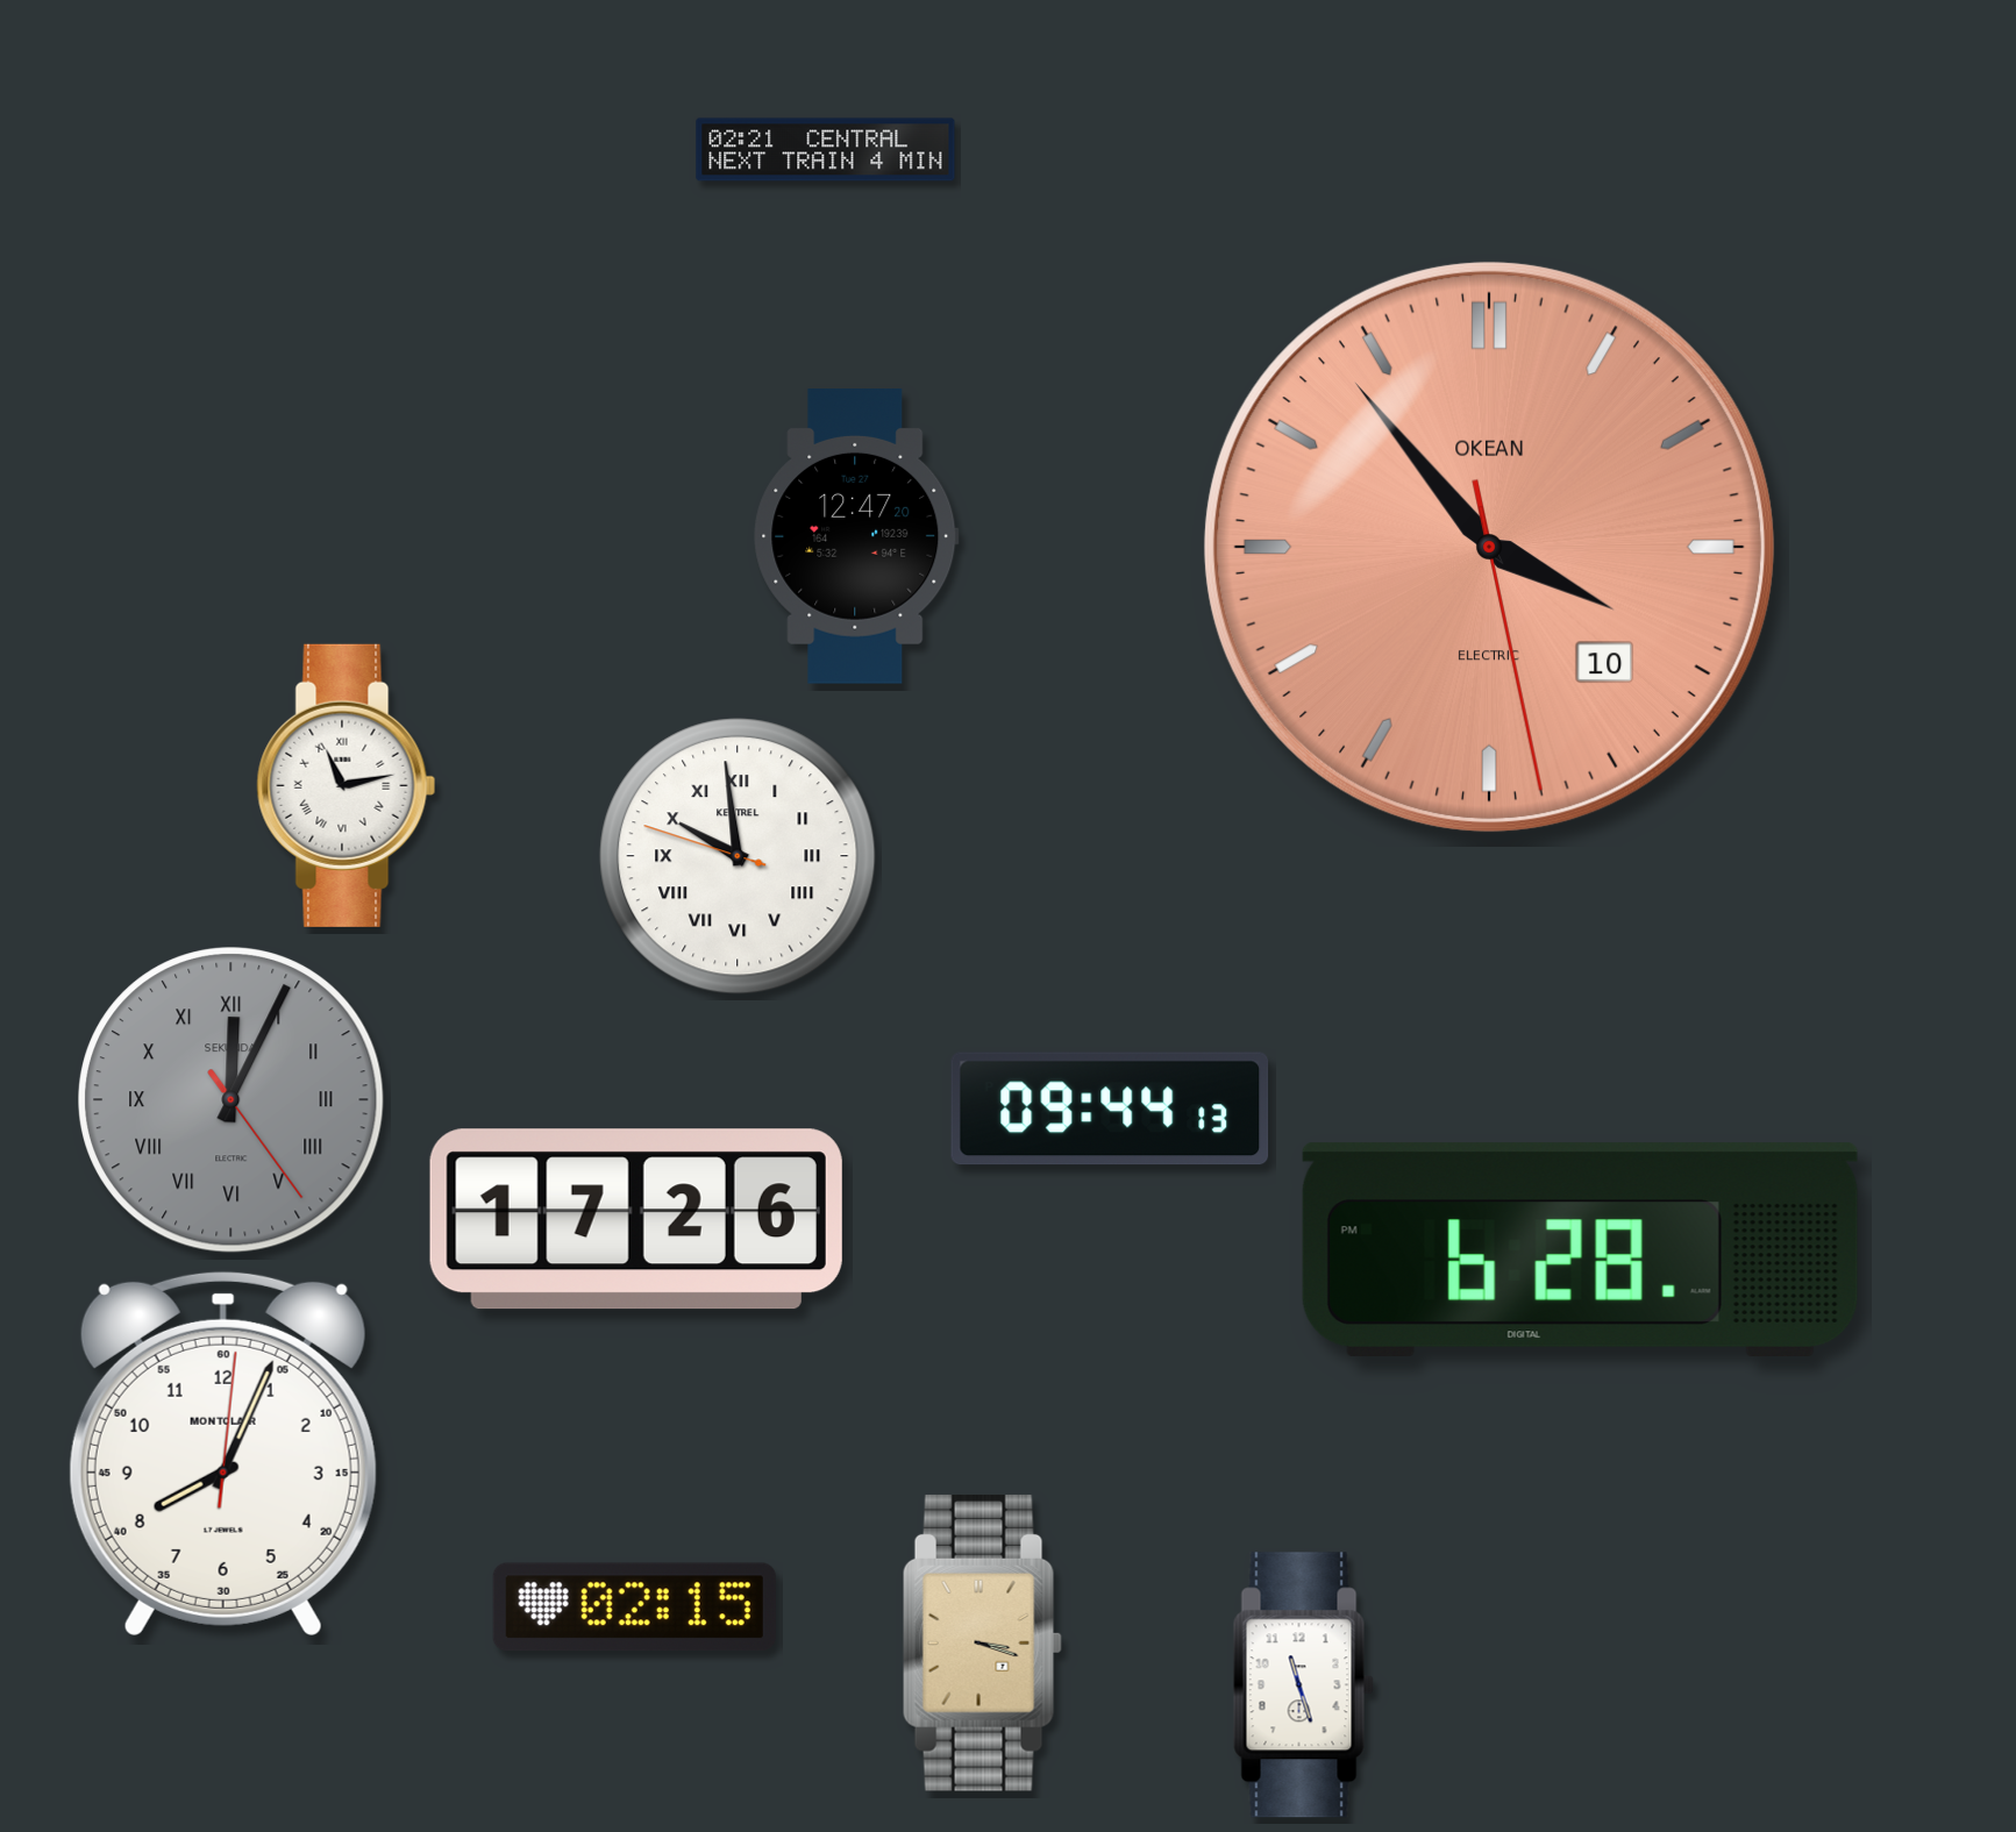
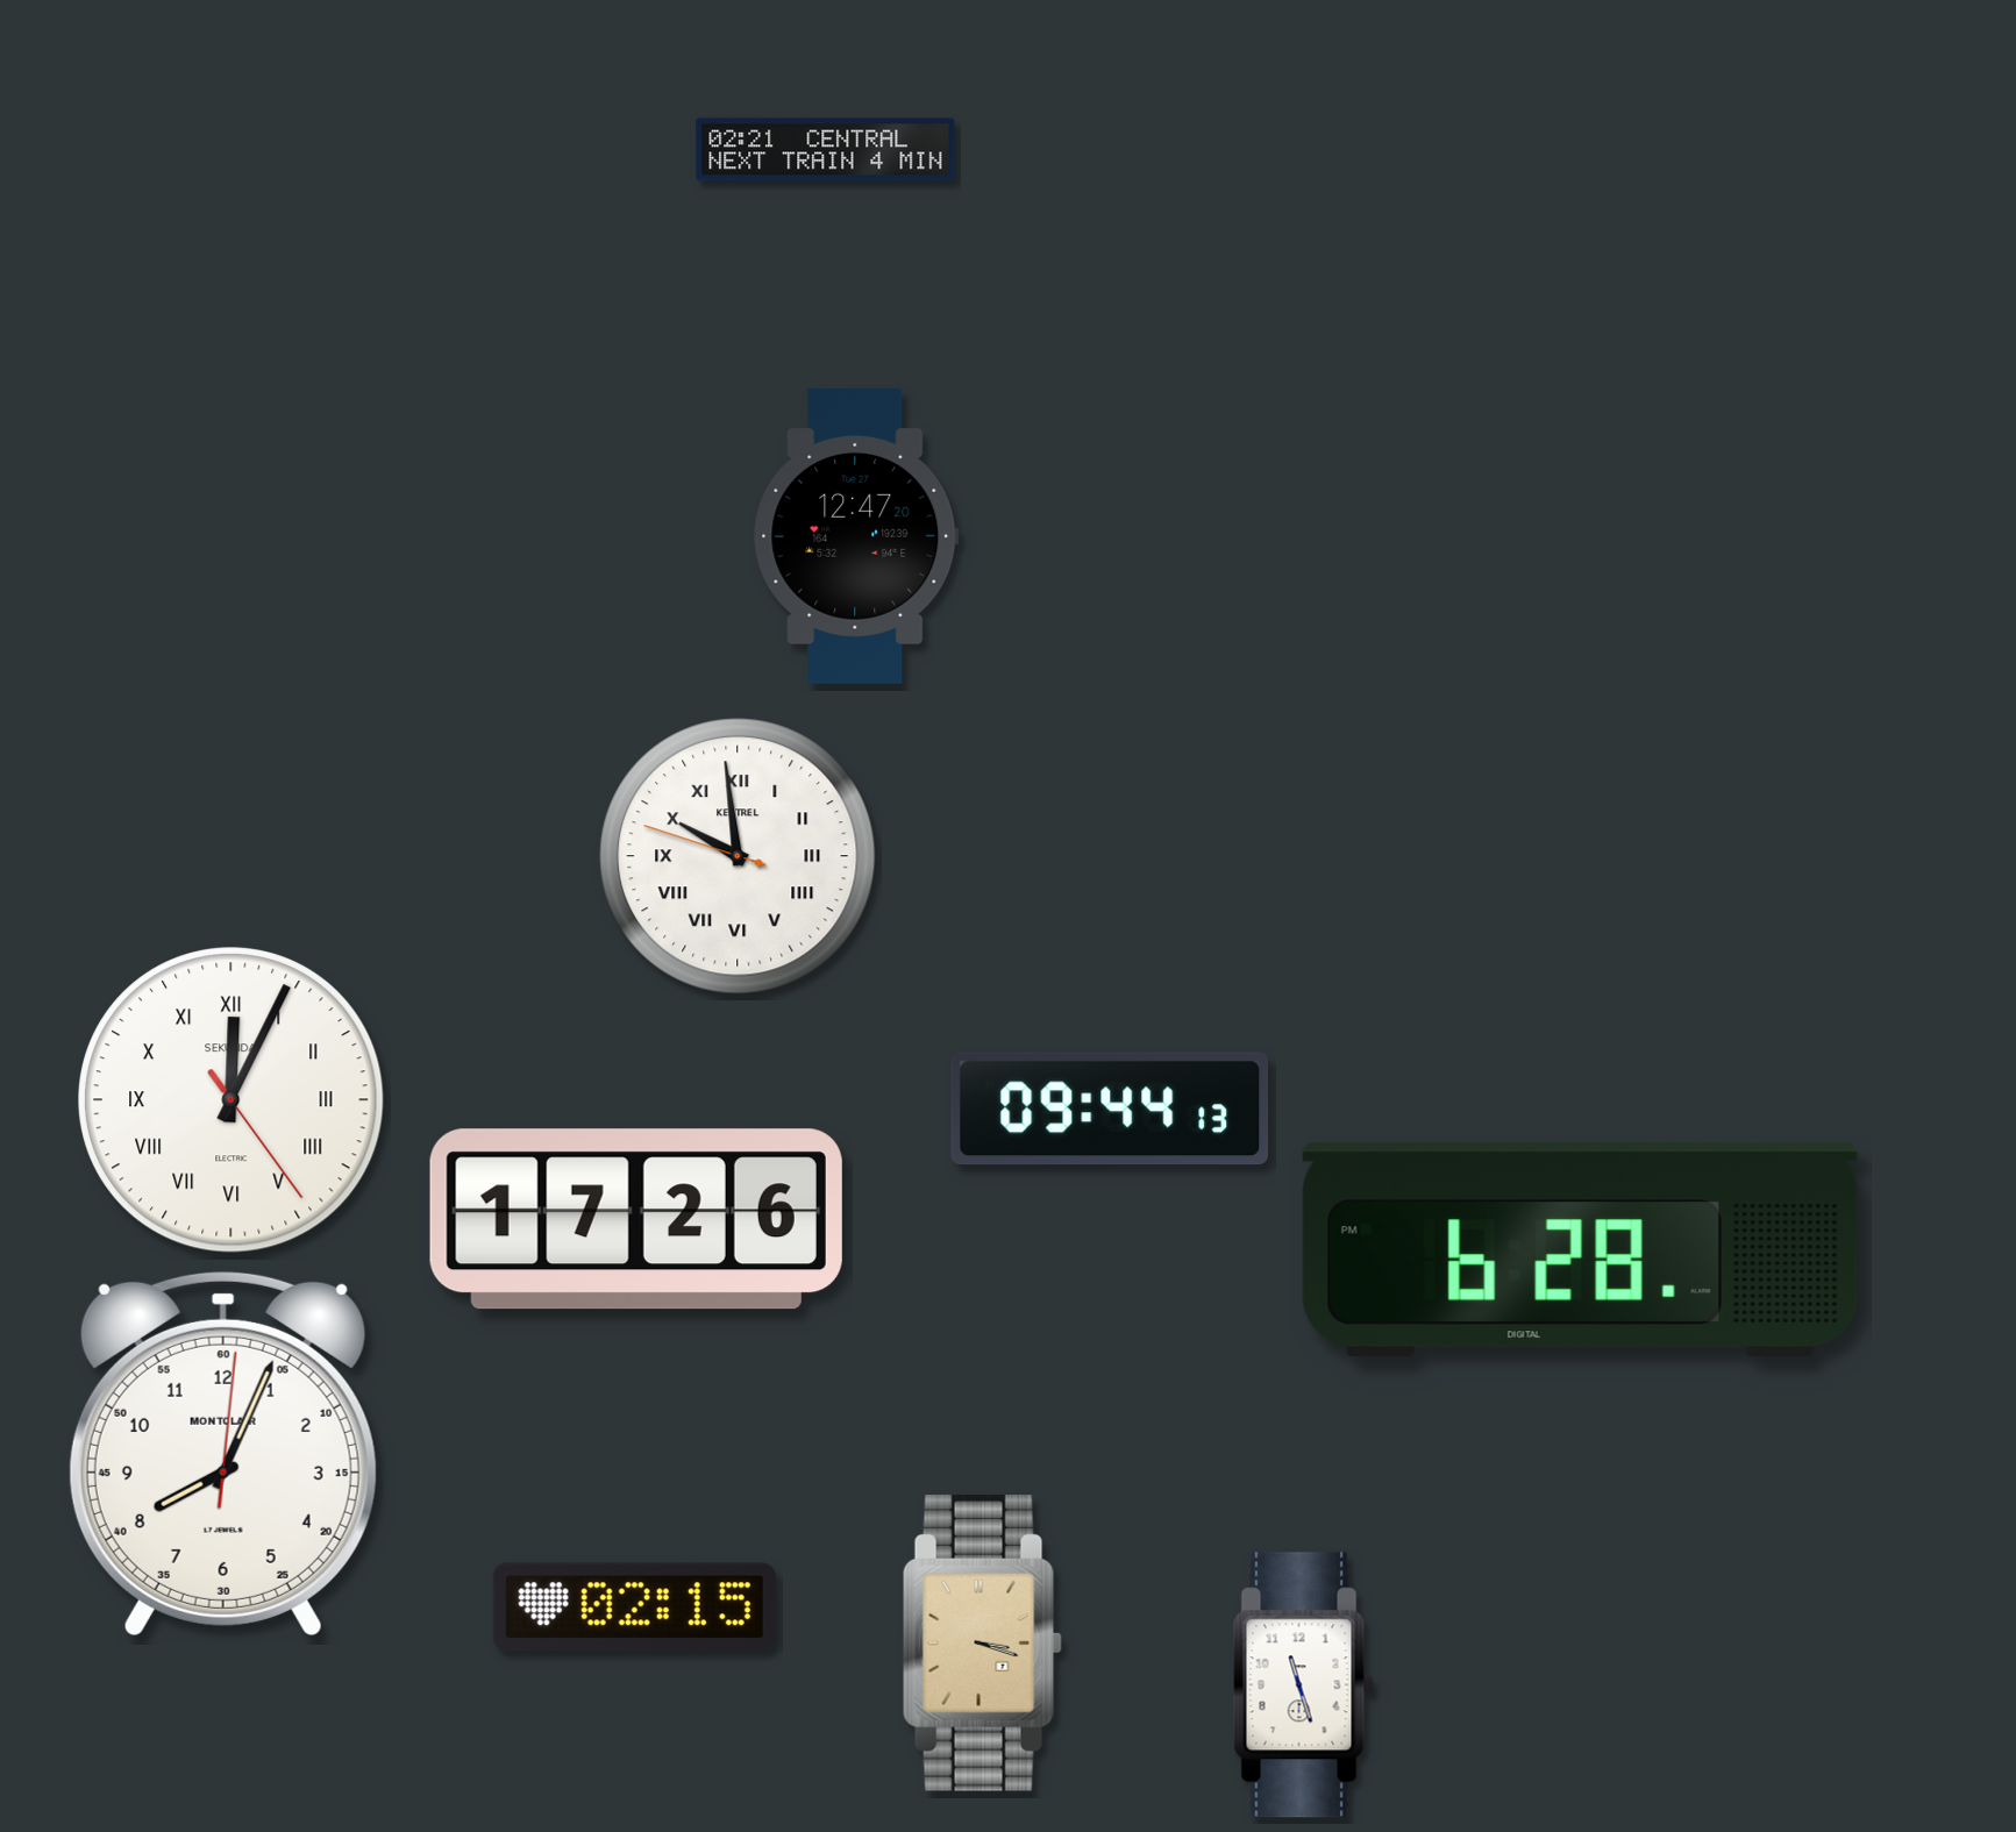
clock at (1489, 547): 3:53 -> none
clock at (347, 785): 11:13 -> none
clock at (231, 1100) dial: grey -> white
